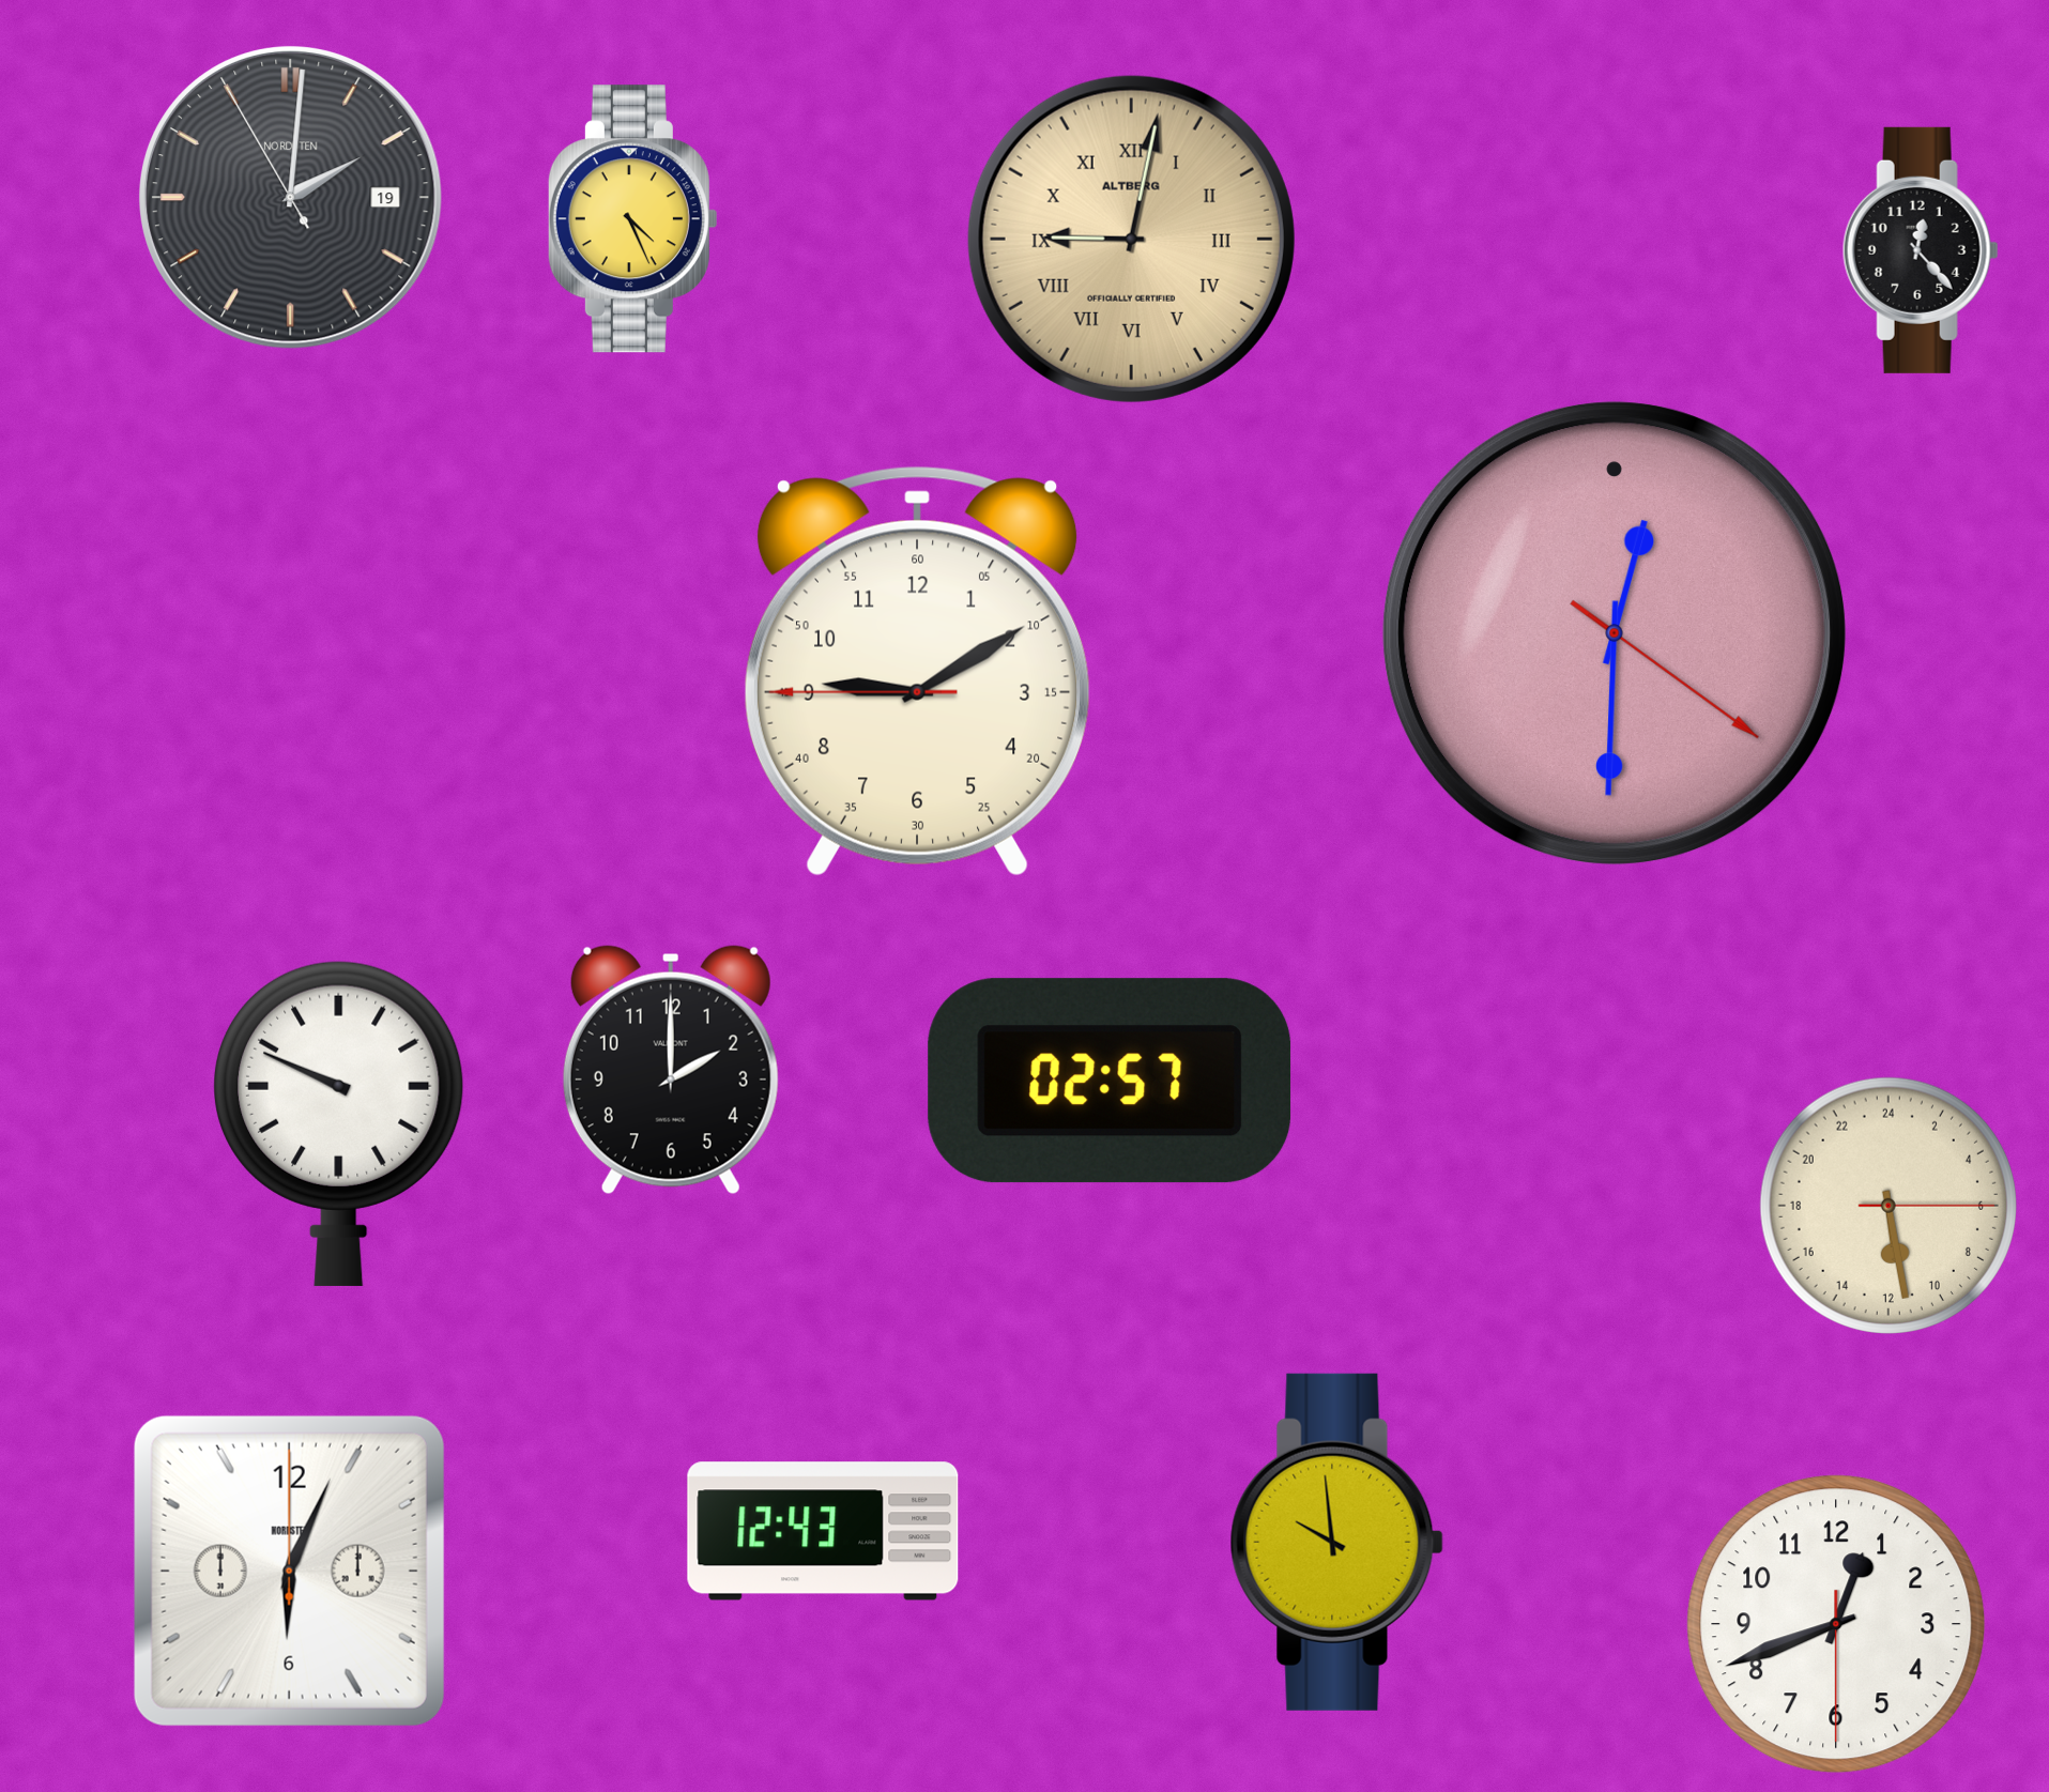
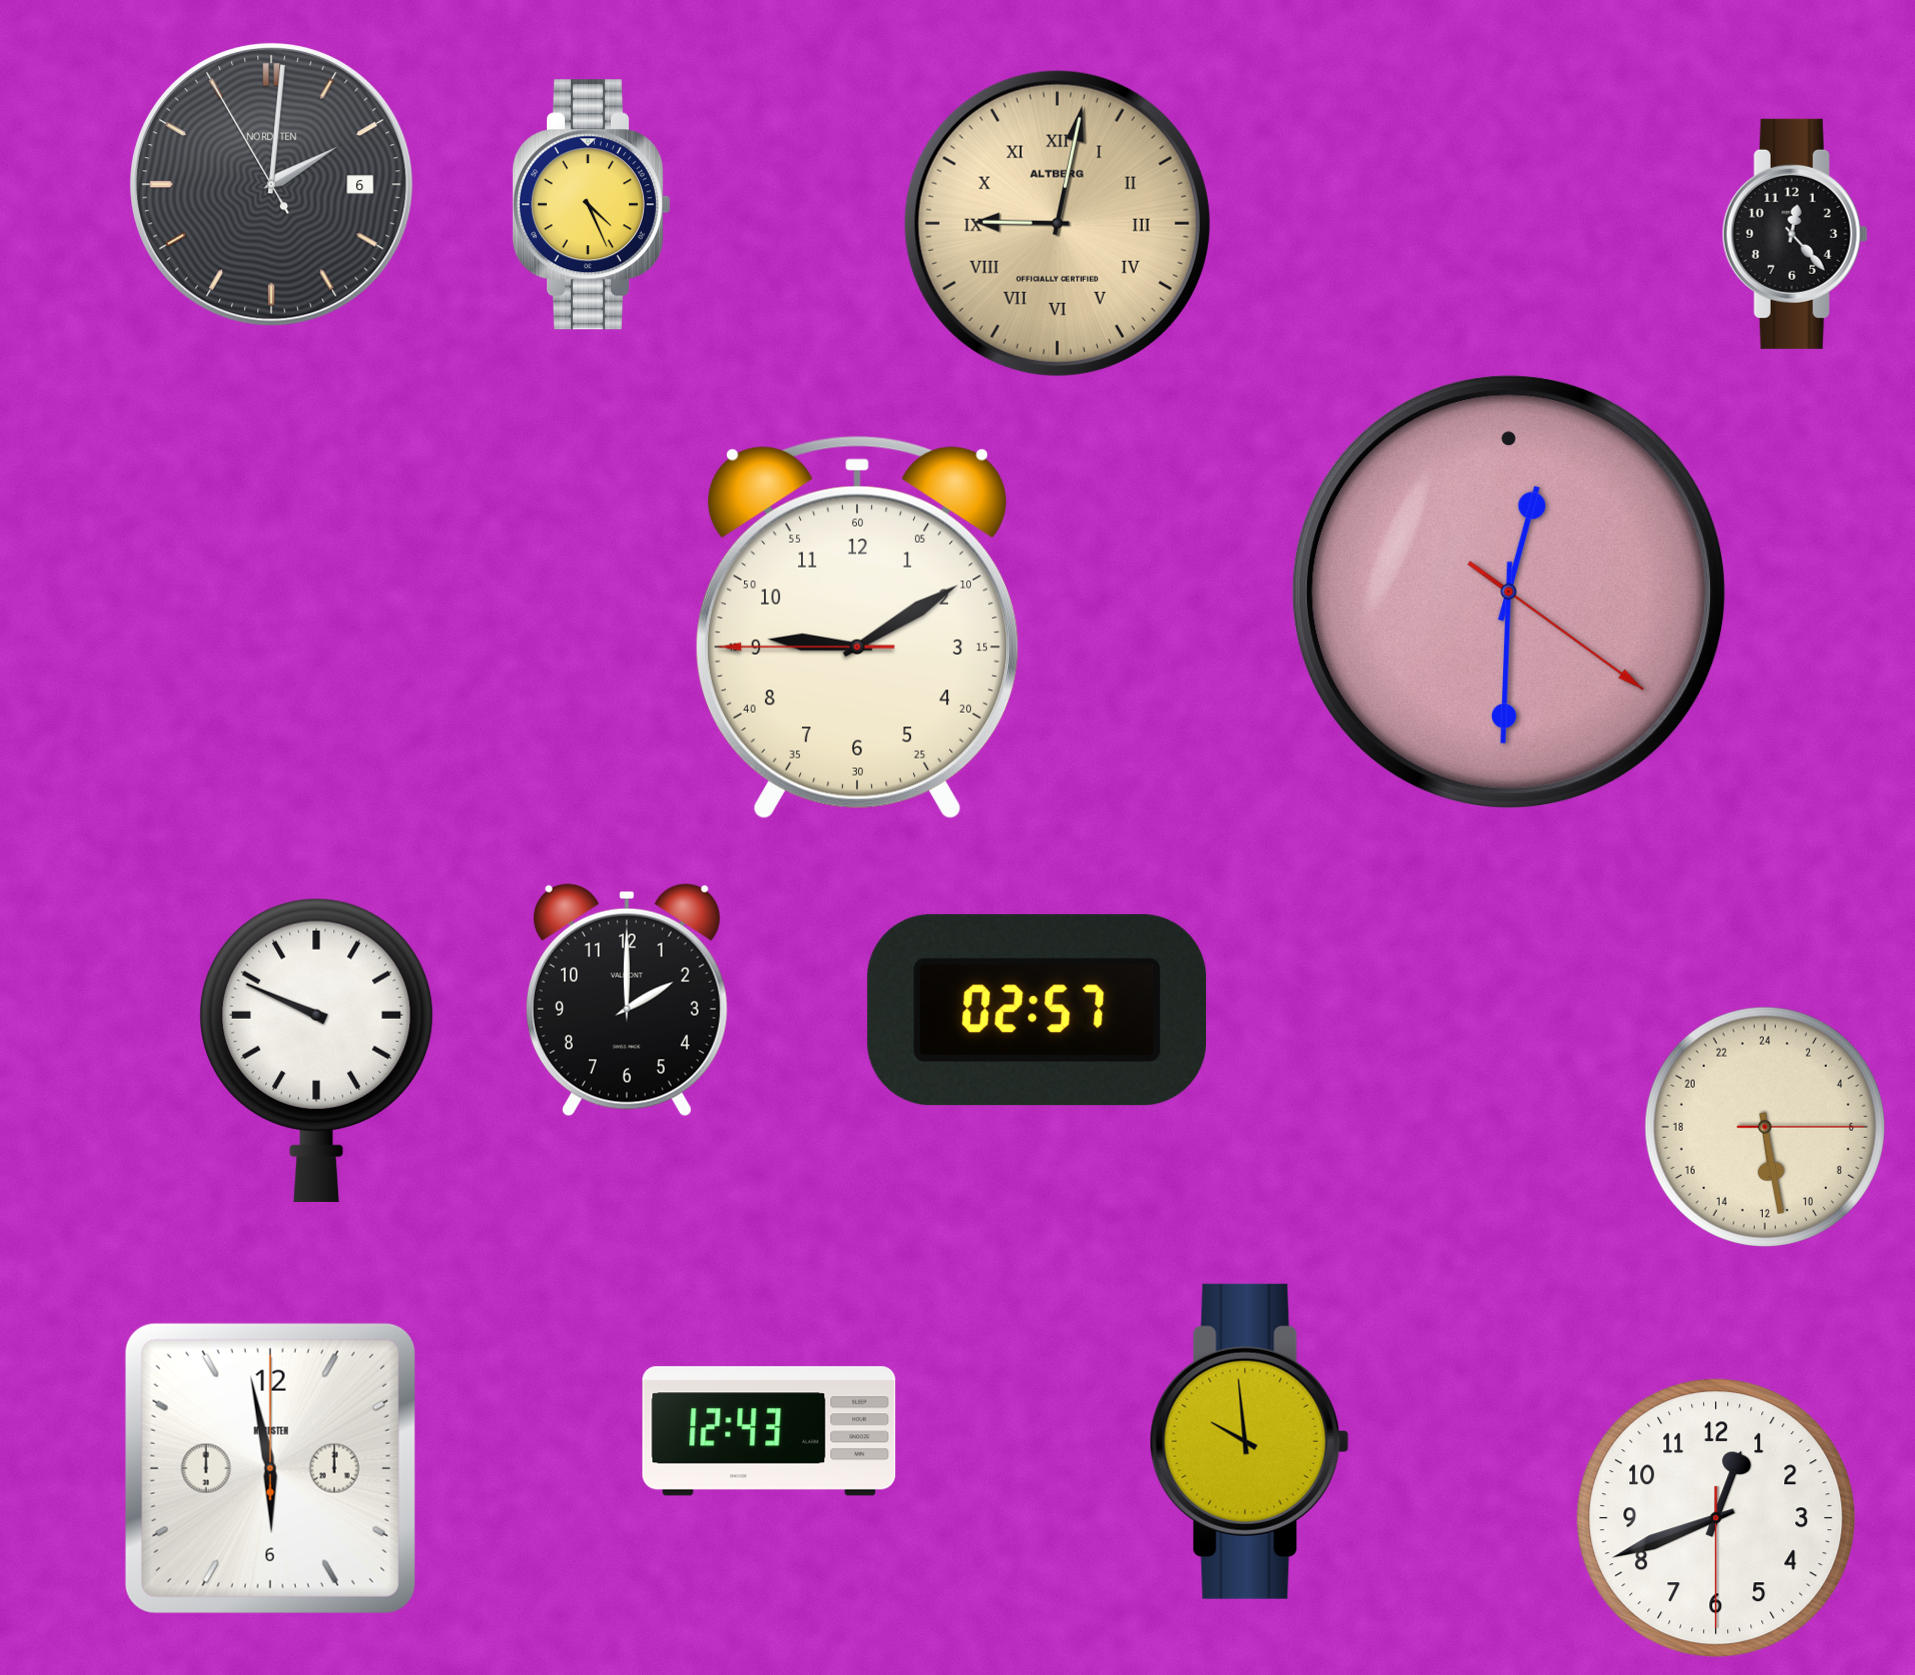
clock at (290, 197) date: 19 -> 6
clock at (289, 1571): 6:04 -> 5:58
